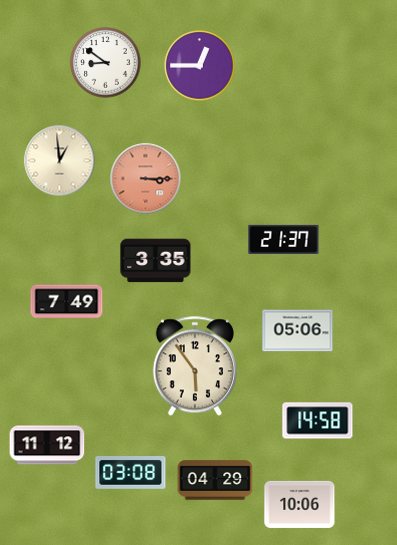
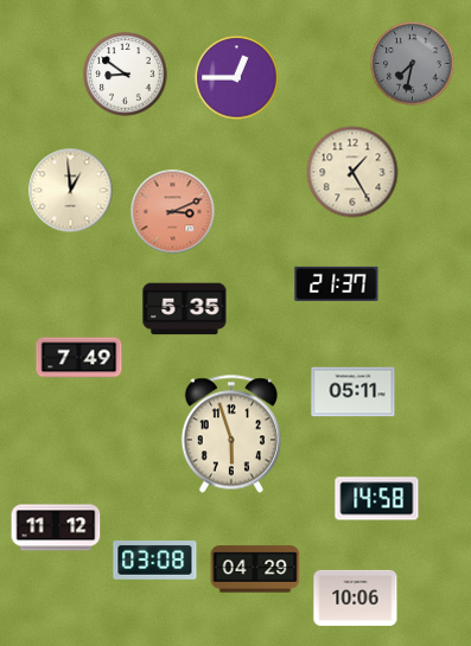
clock at (413, 64): none -> 7:32
clock at (352, 172): none -> 1:25
clock at (146, 179): 3:15 -> 3:11
clock at (156, 261): 3:35 -> 5:35
clock at (298, 331): 05:06 -> 05:11
clock at (195, 366): 5:54 -> 5:57
